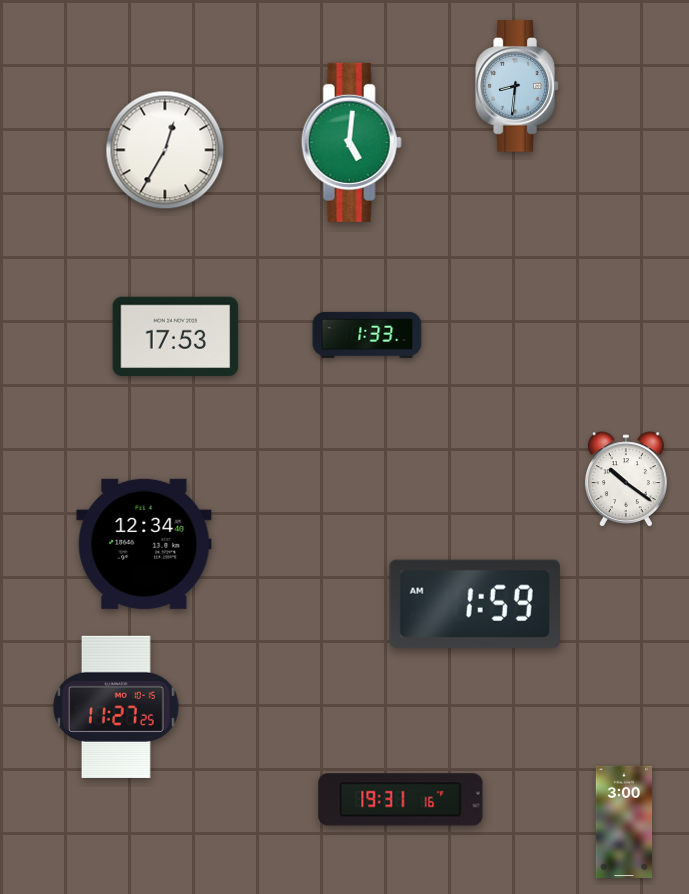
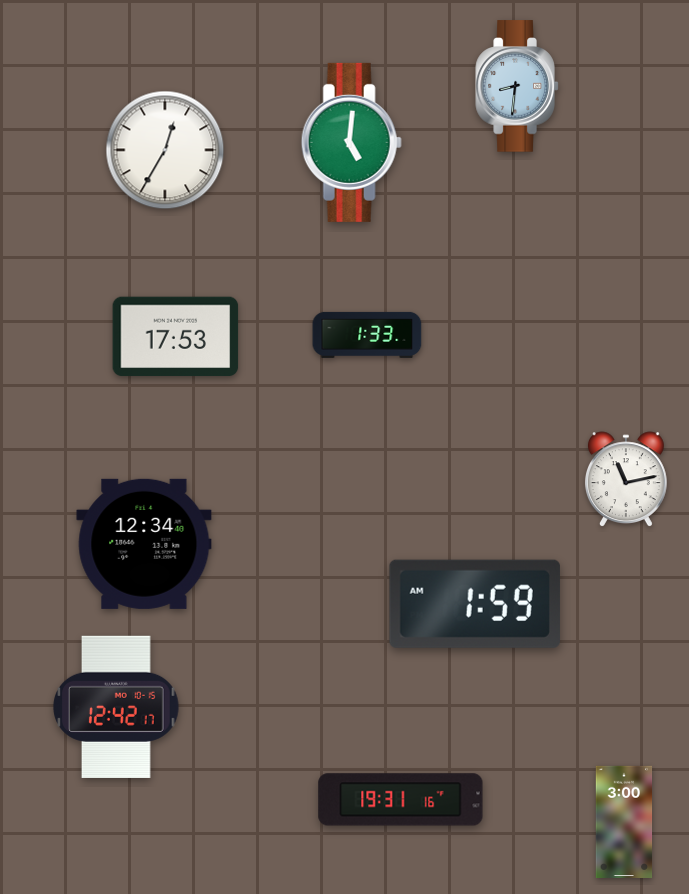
clock at (626, 480): 10:21 -> 11:13
clock at (116, 707): 11:27 -> 12:42
